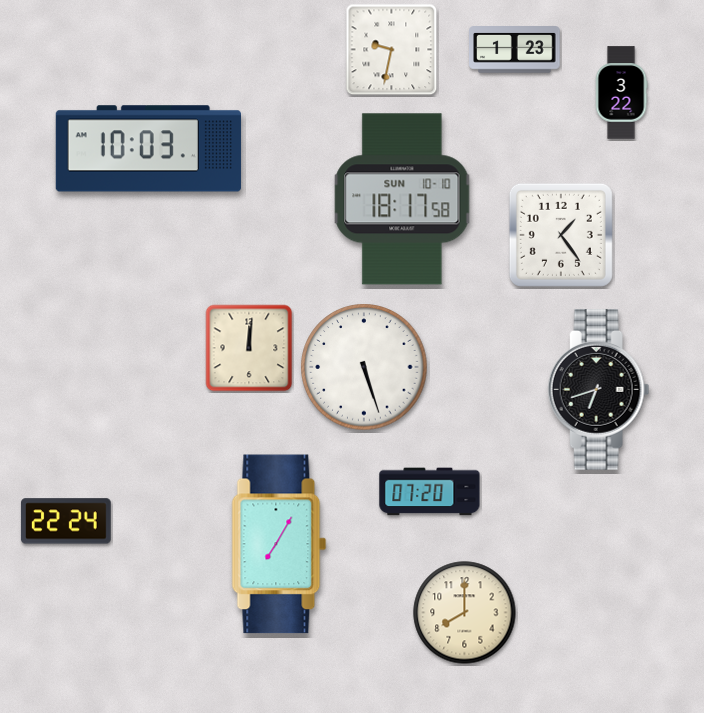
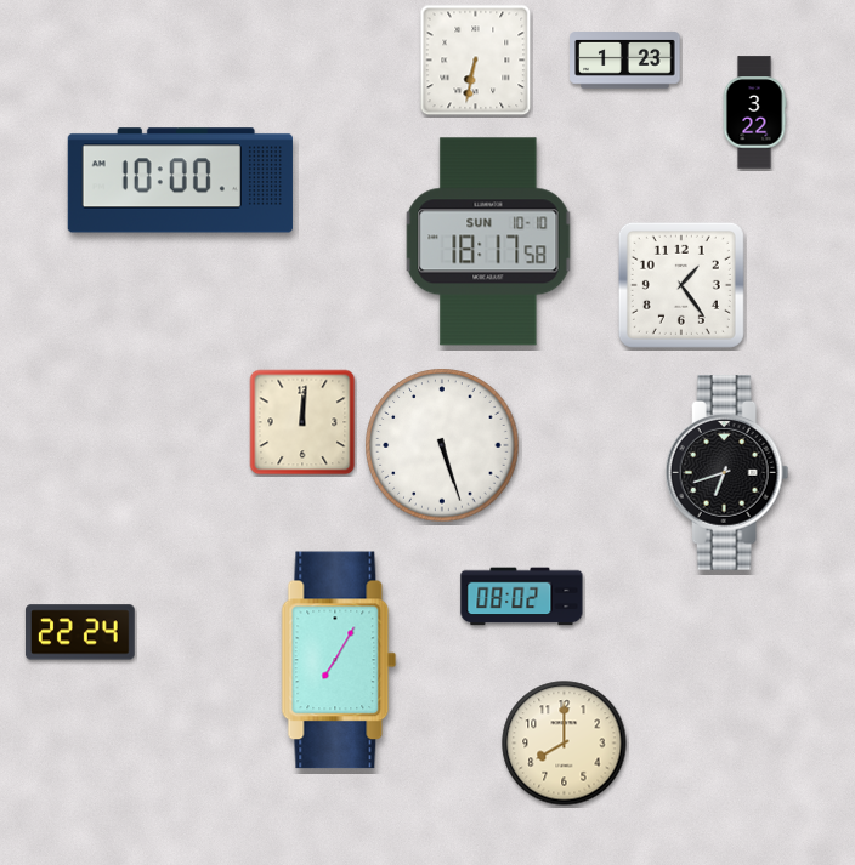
clock at (392, 50): 9:32 -> 6:32
clock at (148, 149): 10:03 -> 10:00
clock at (430, 492): 07:20 -> 08:02
